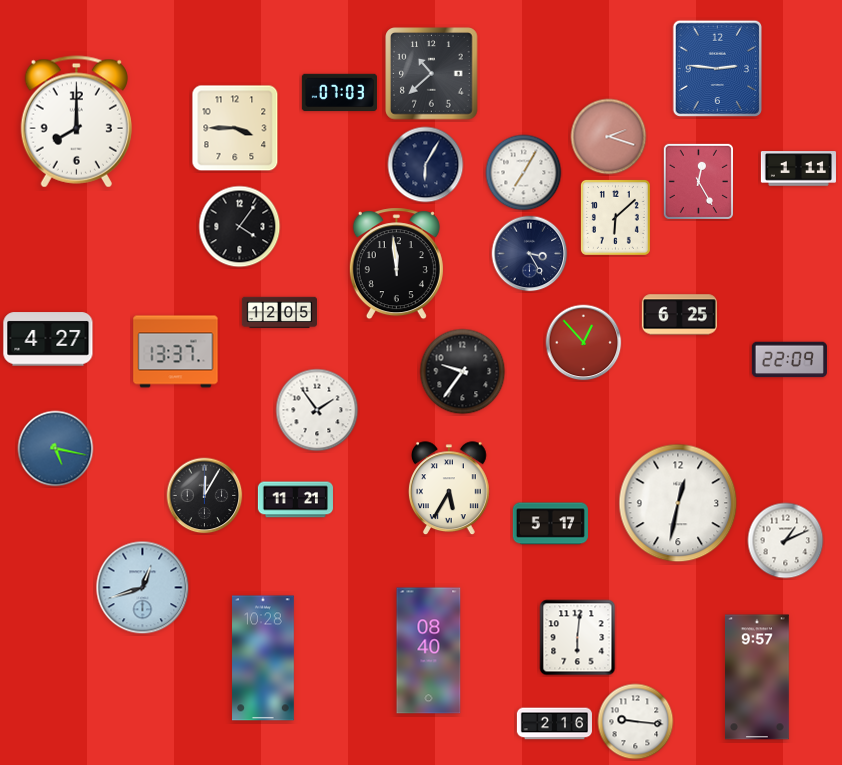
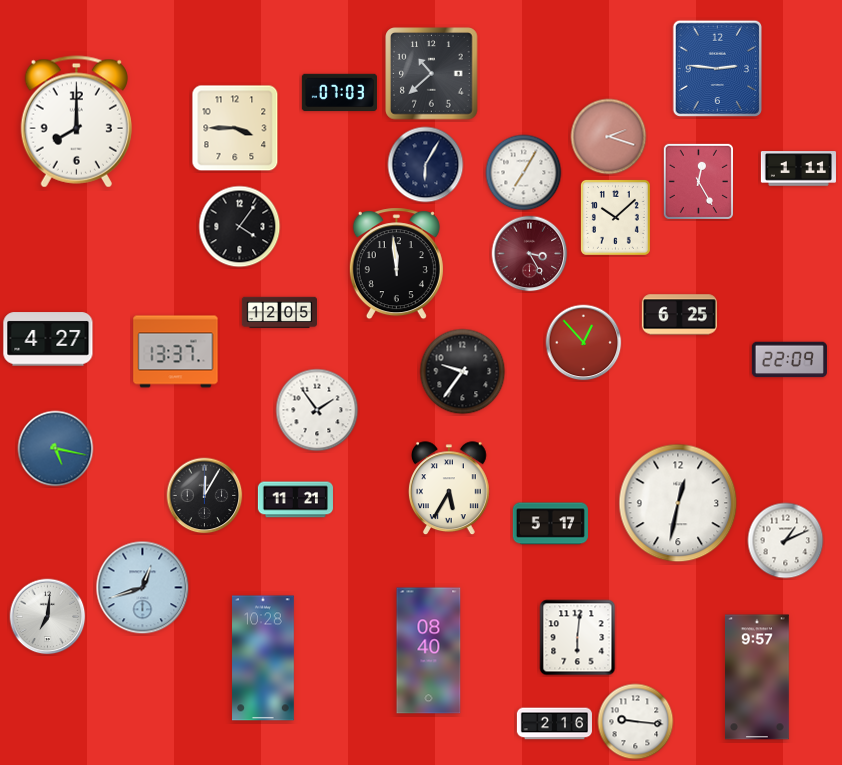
clock at (615, 217): 6:08 -> 10:08
clock at (530, 254) dial: navy -> burgundy
clock at (48, 617): none -> 7:01
